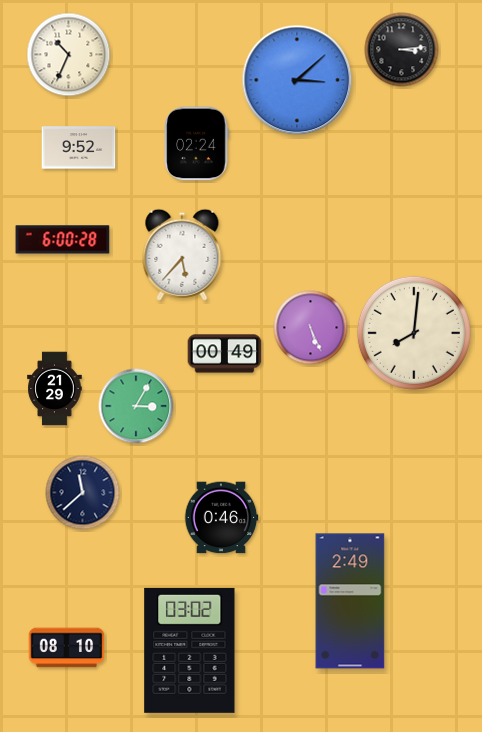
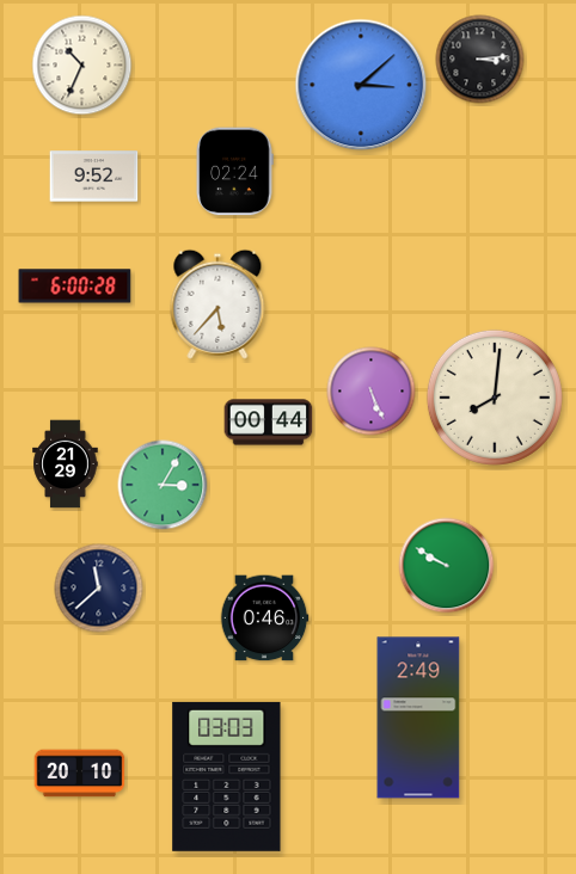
clock at (297, 80) position: (297, 80) -> (361, 85)
clock at (225, 354): 00:49 -> 00:44
clock at (447, 566): none -> 9:50
clock at (67, 648): 08:10 -> 20:10
clock at (190, 650): 03:02 -> 03:03
